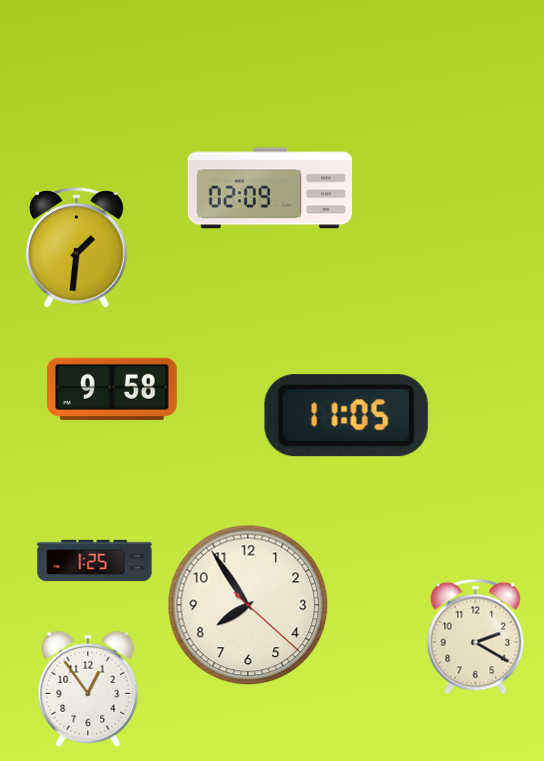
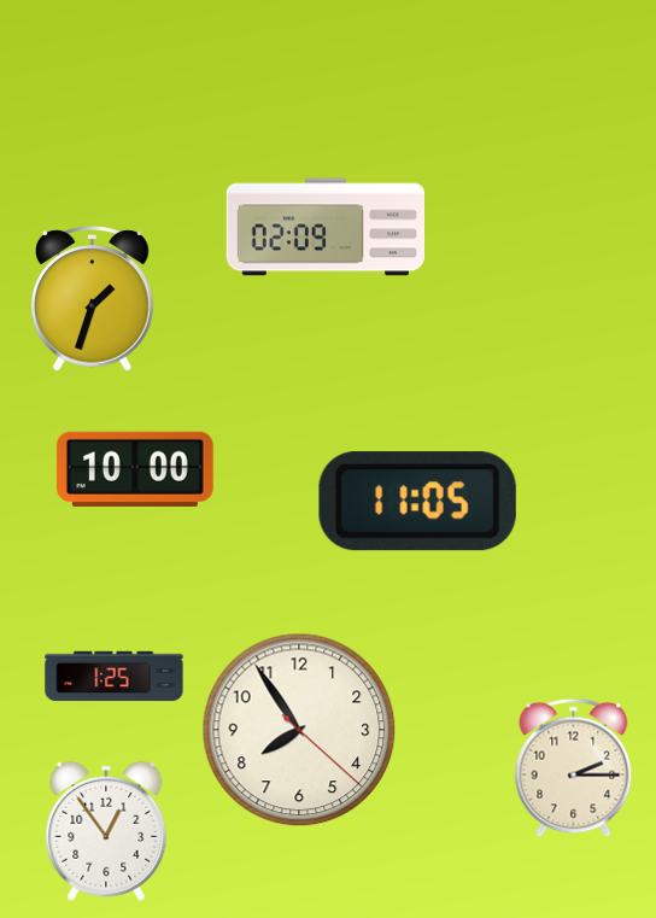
clock at (77, 248): 1:31 -> 1:33
clock at (112, 389): 9:58 -> 10:00
clock at (476, 637): 2:20 -> 2:15
